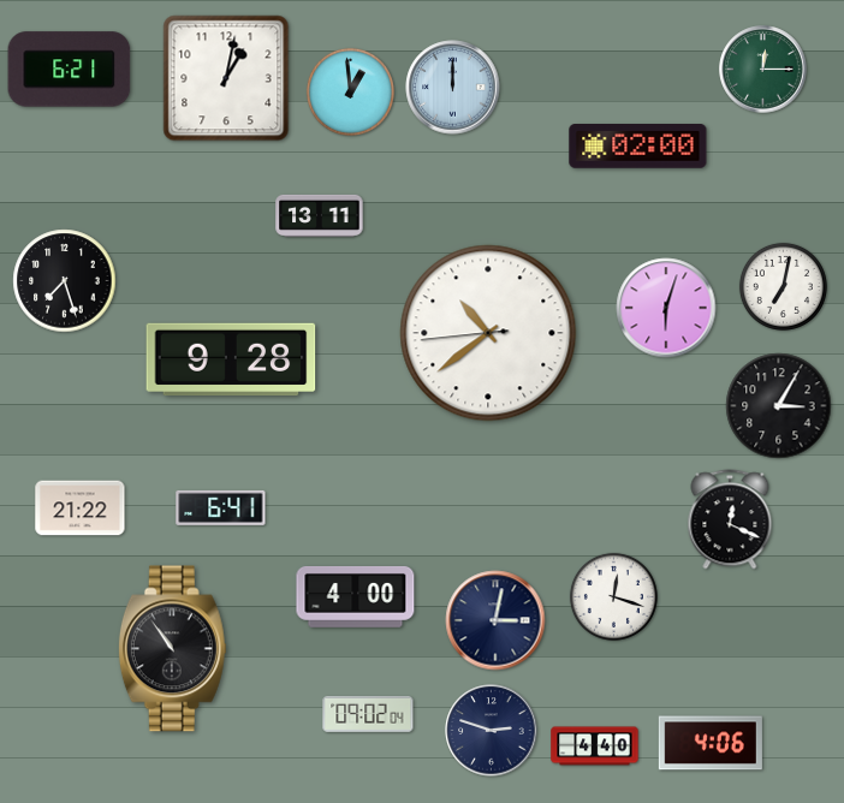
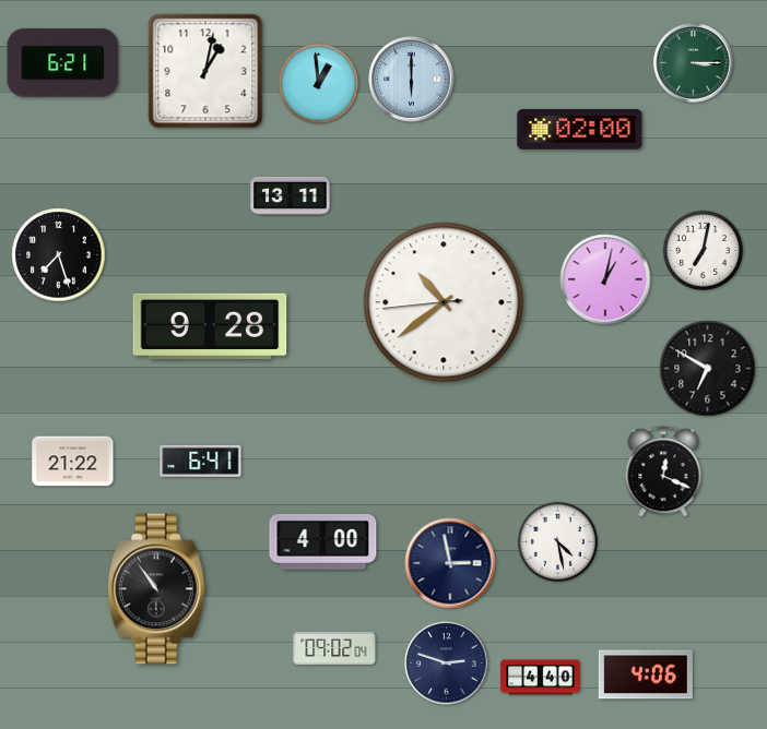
clock at (763, 70): 12:15 -> 3:15
clock at (453, 88): 12:00 -> 6:00
clock at (638, 147) position: (638, 147) -> (580, 130)
clock at (783, 286) position: (783, 286) -> (703, 250)
clock at (666, 308): 6:03 -> 1:02
clock at (779, 406): 3:05 -> 6:50
clock at (613, 596): 12:18 -> 4:28
clock at (495, 620): 3:02 -> 2:58
